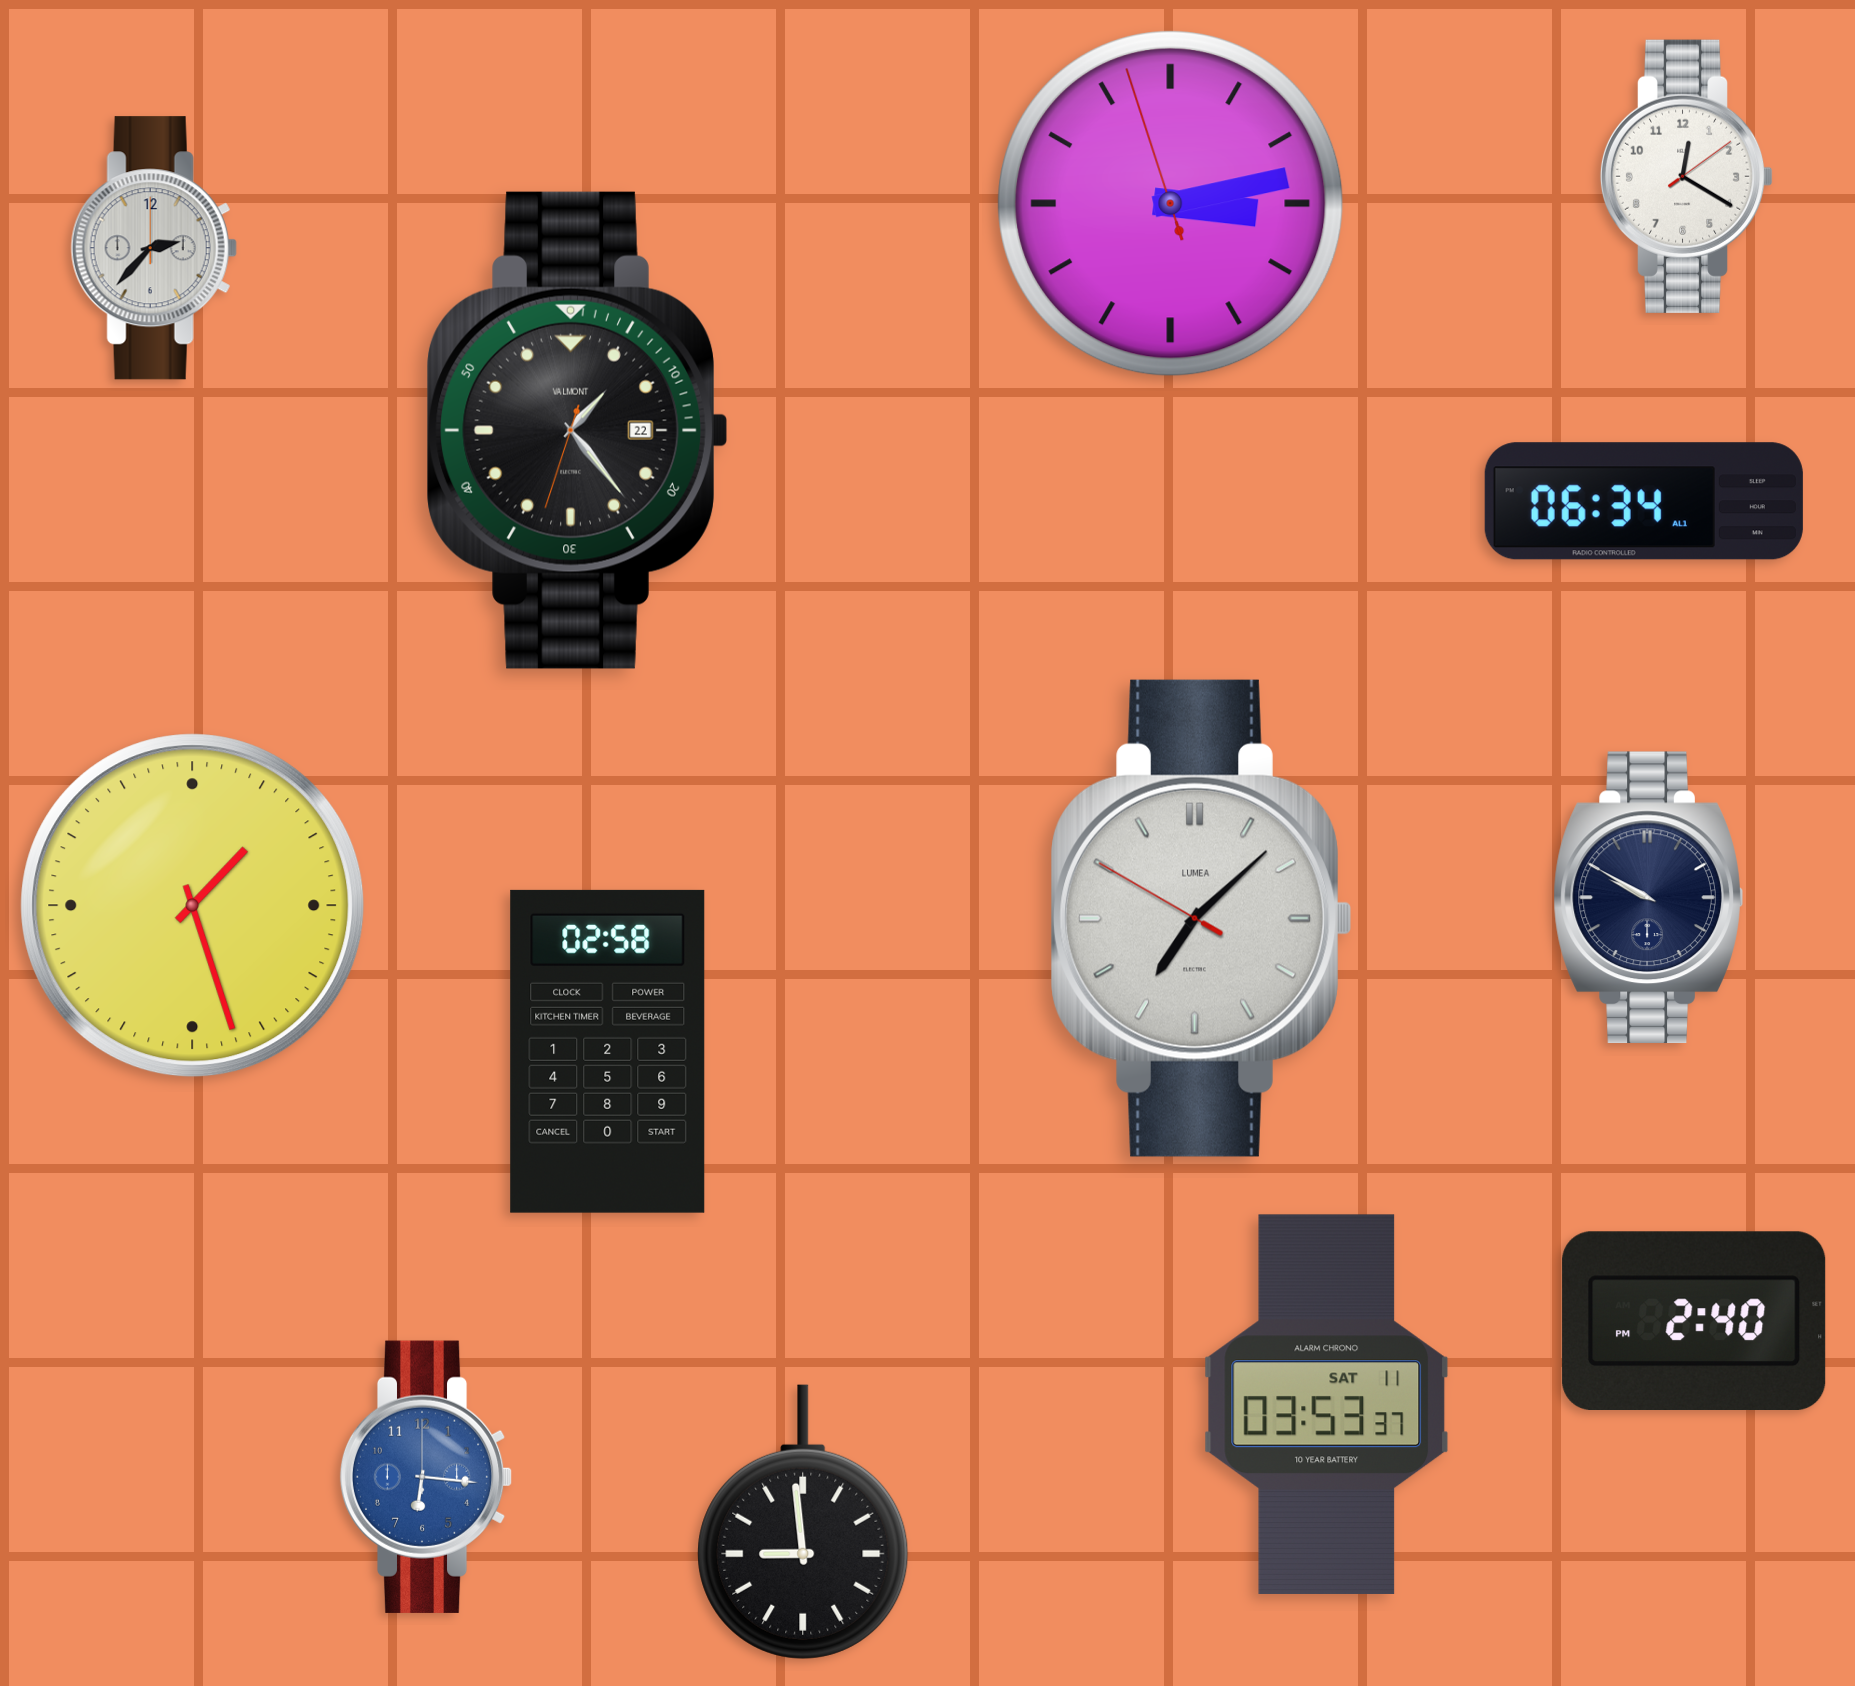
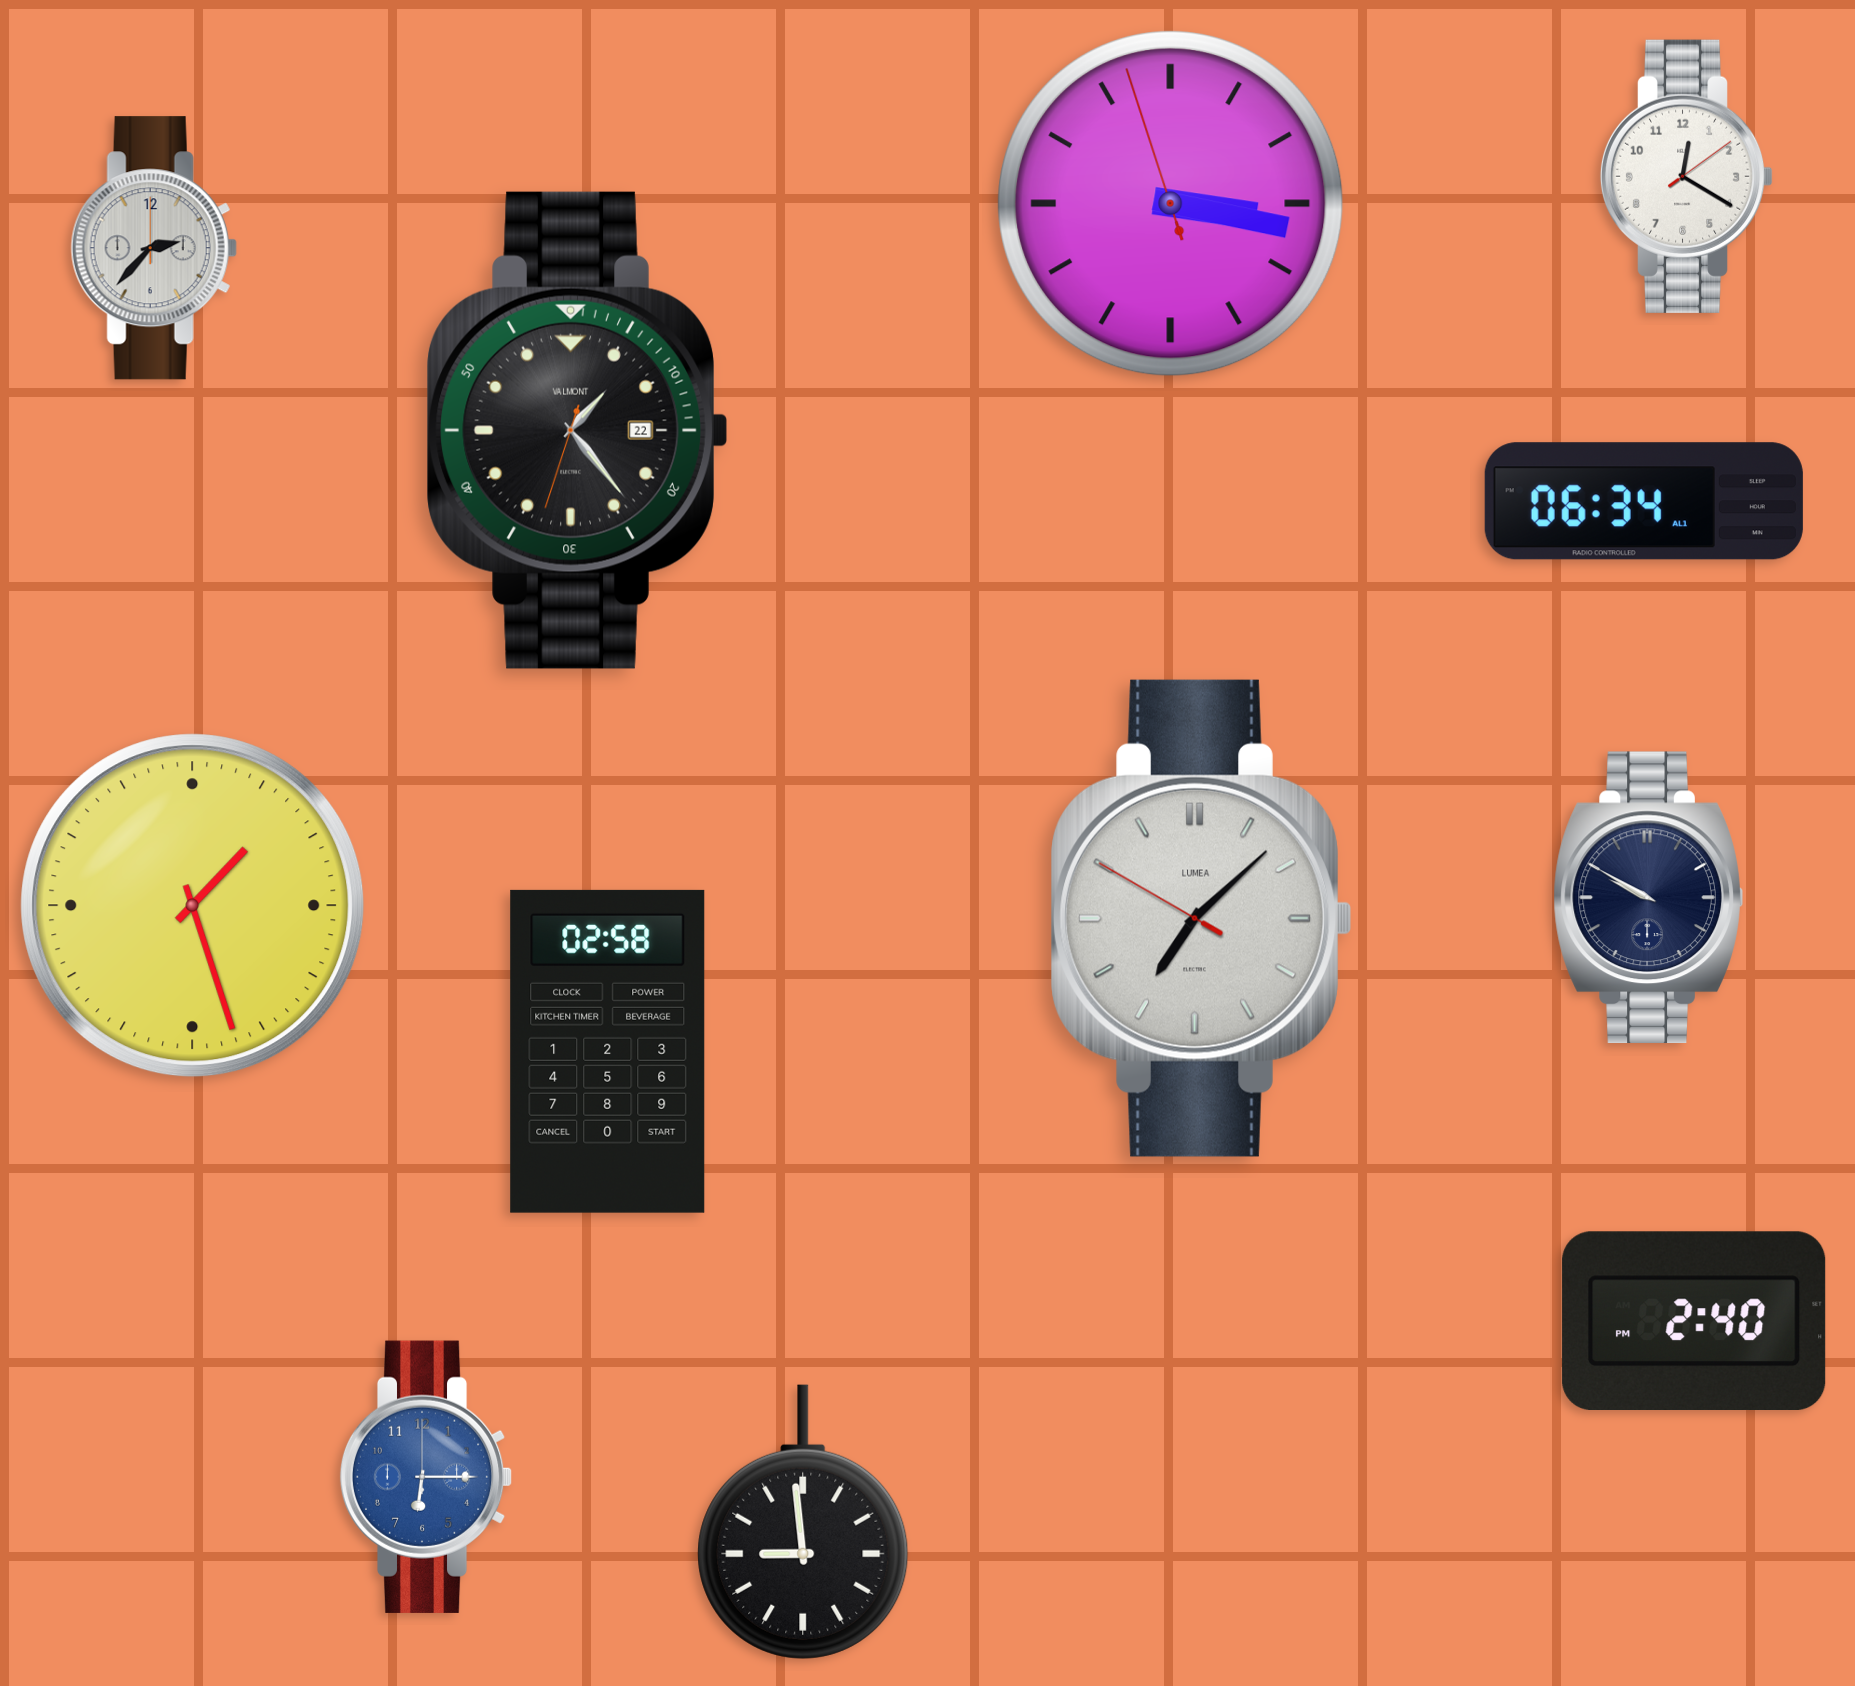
clock at (1171, 204): 3:12 -> 3:16
clock at (1327, 1404): 03:53 -> none
clock at (426, 1477): 6:16 -> 6:15
